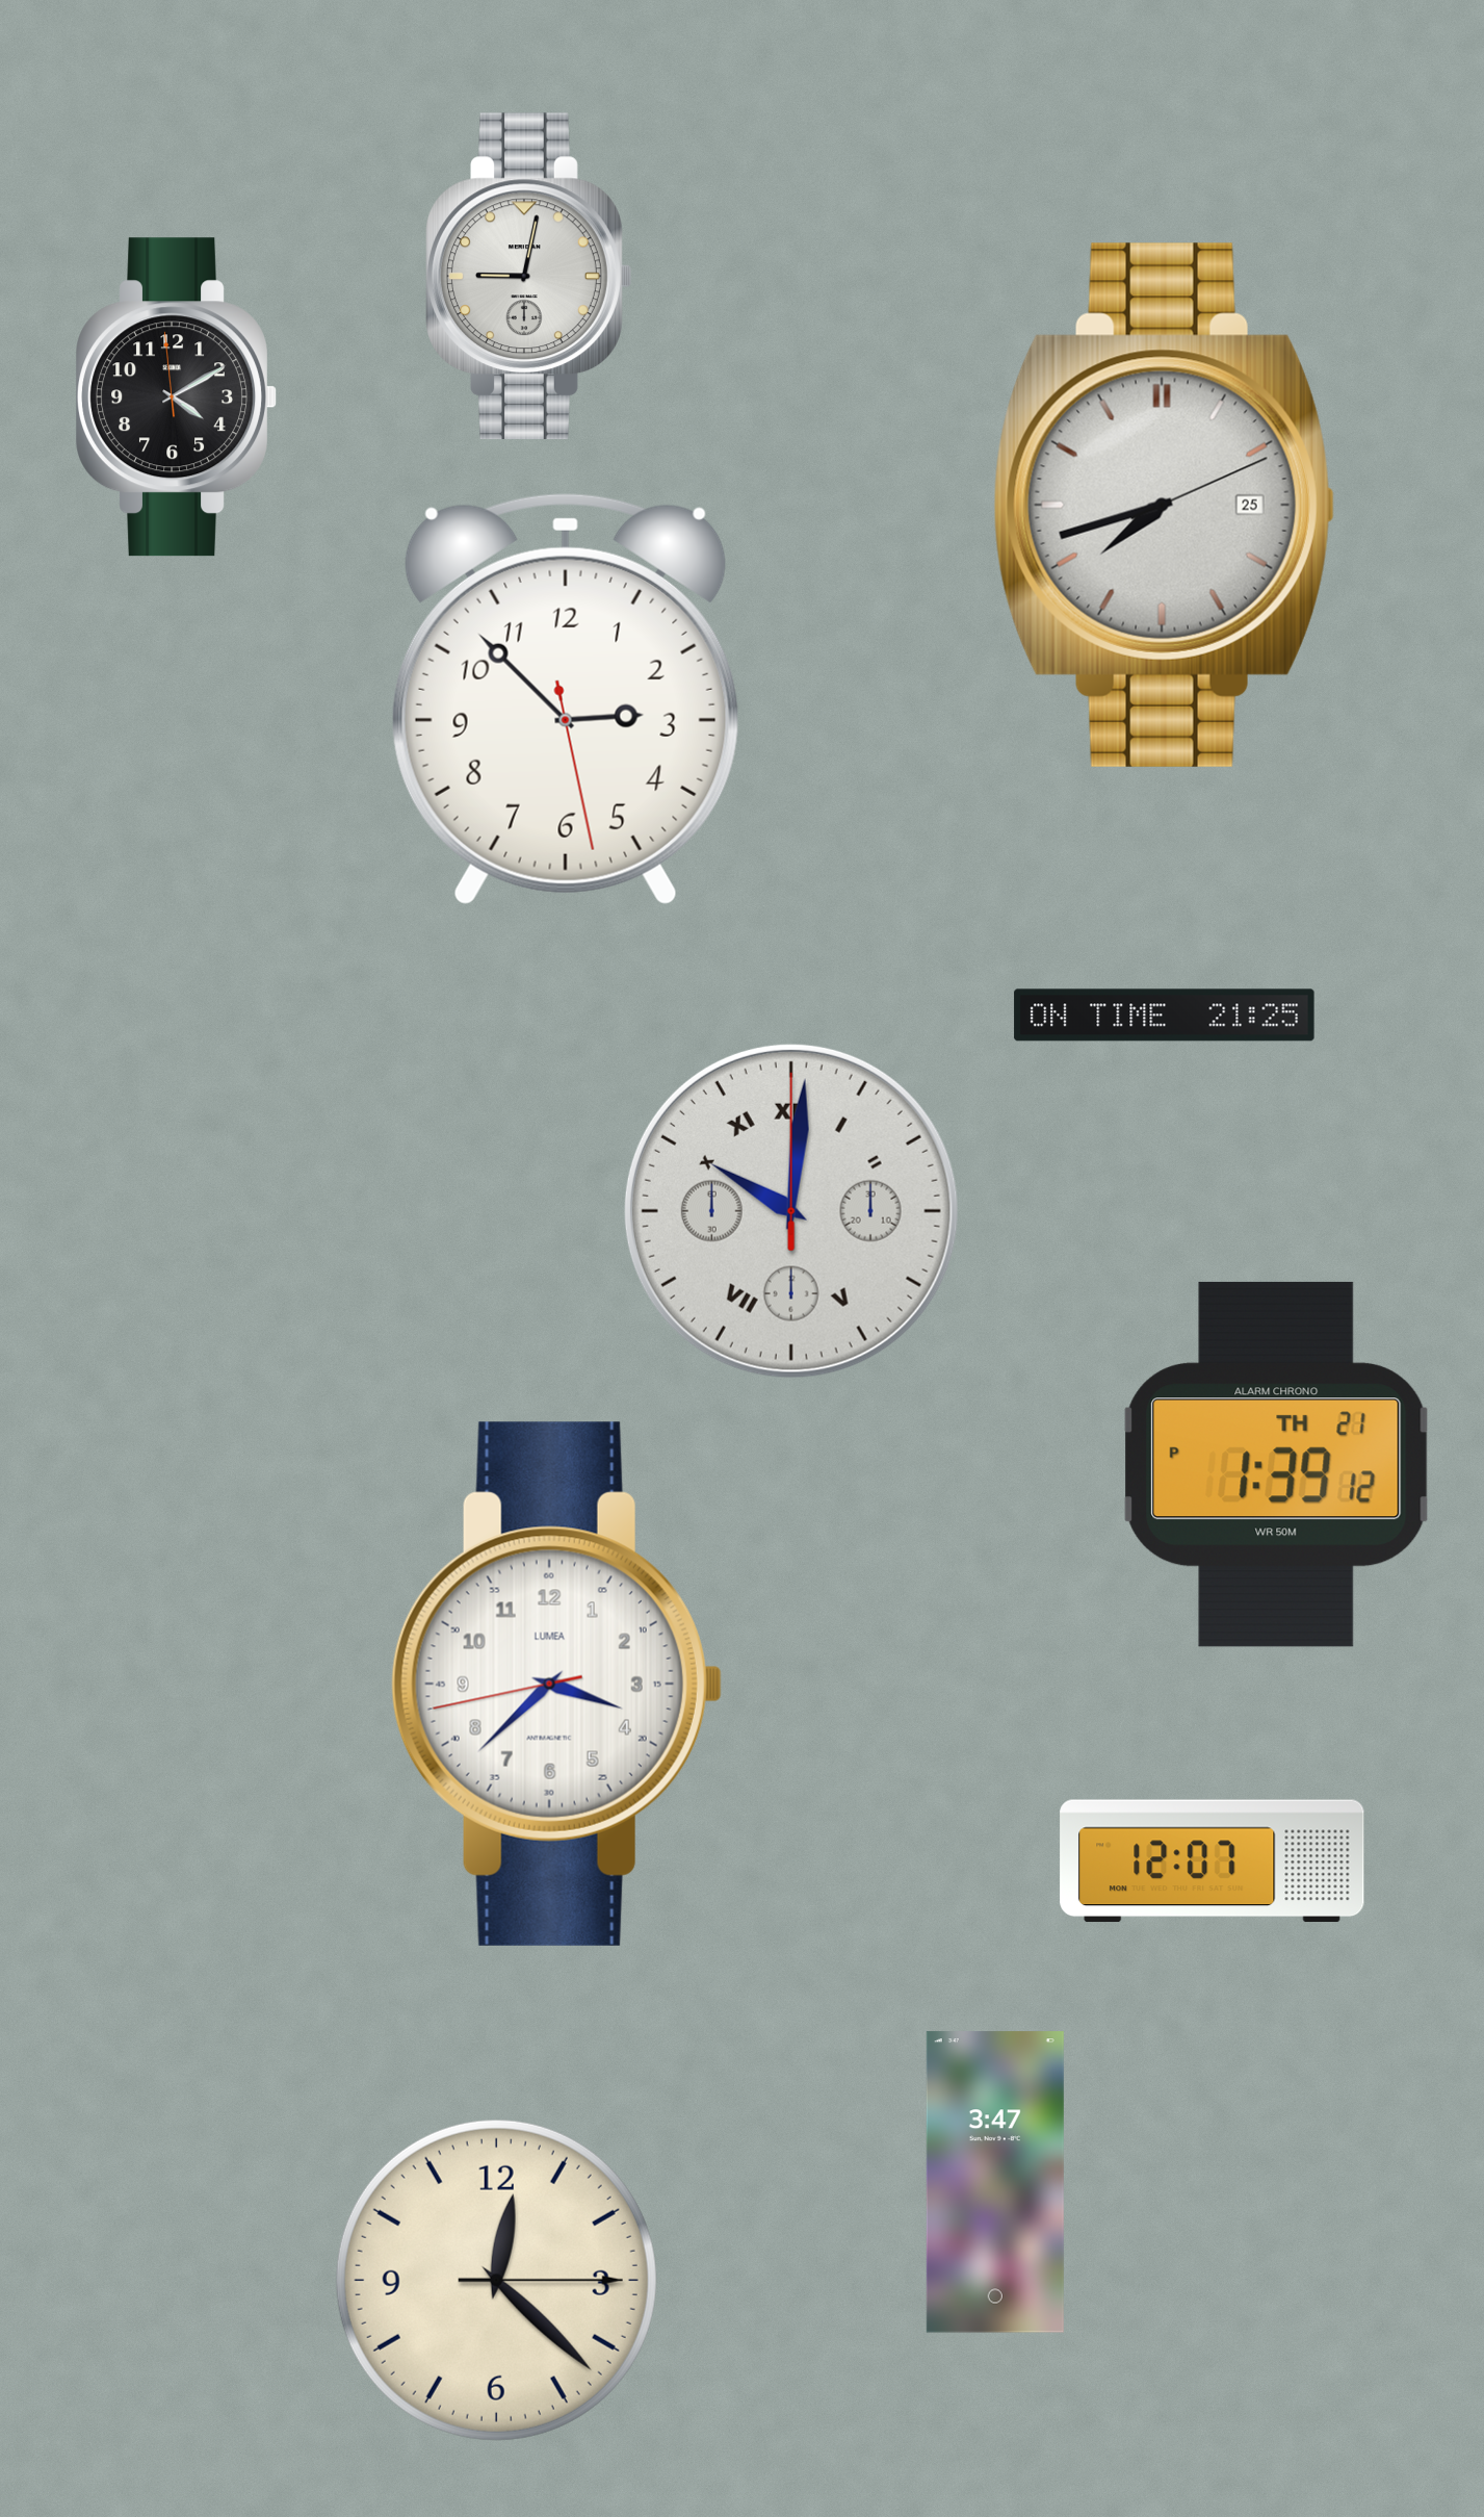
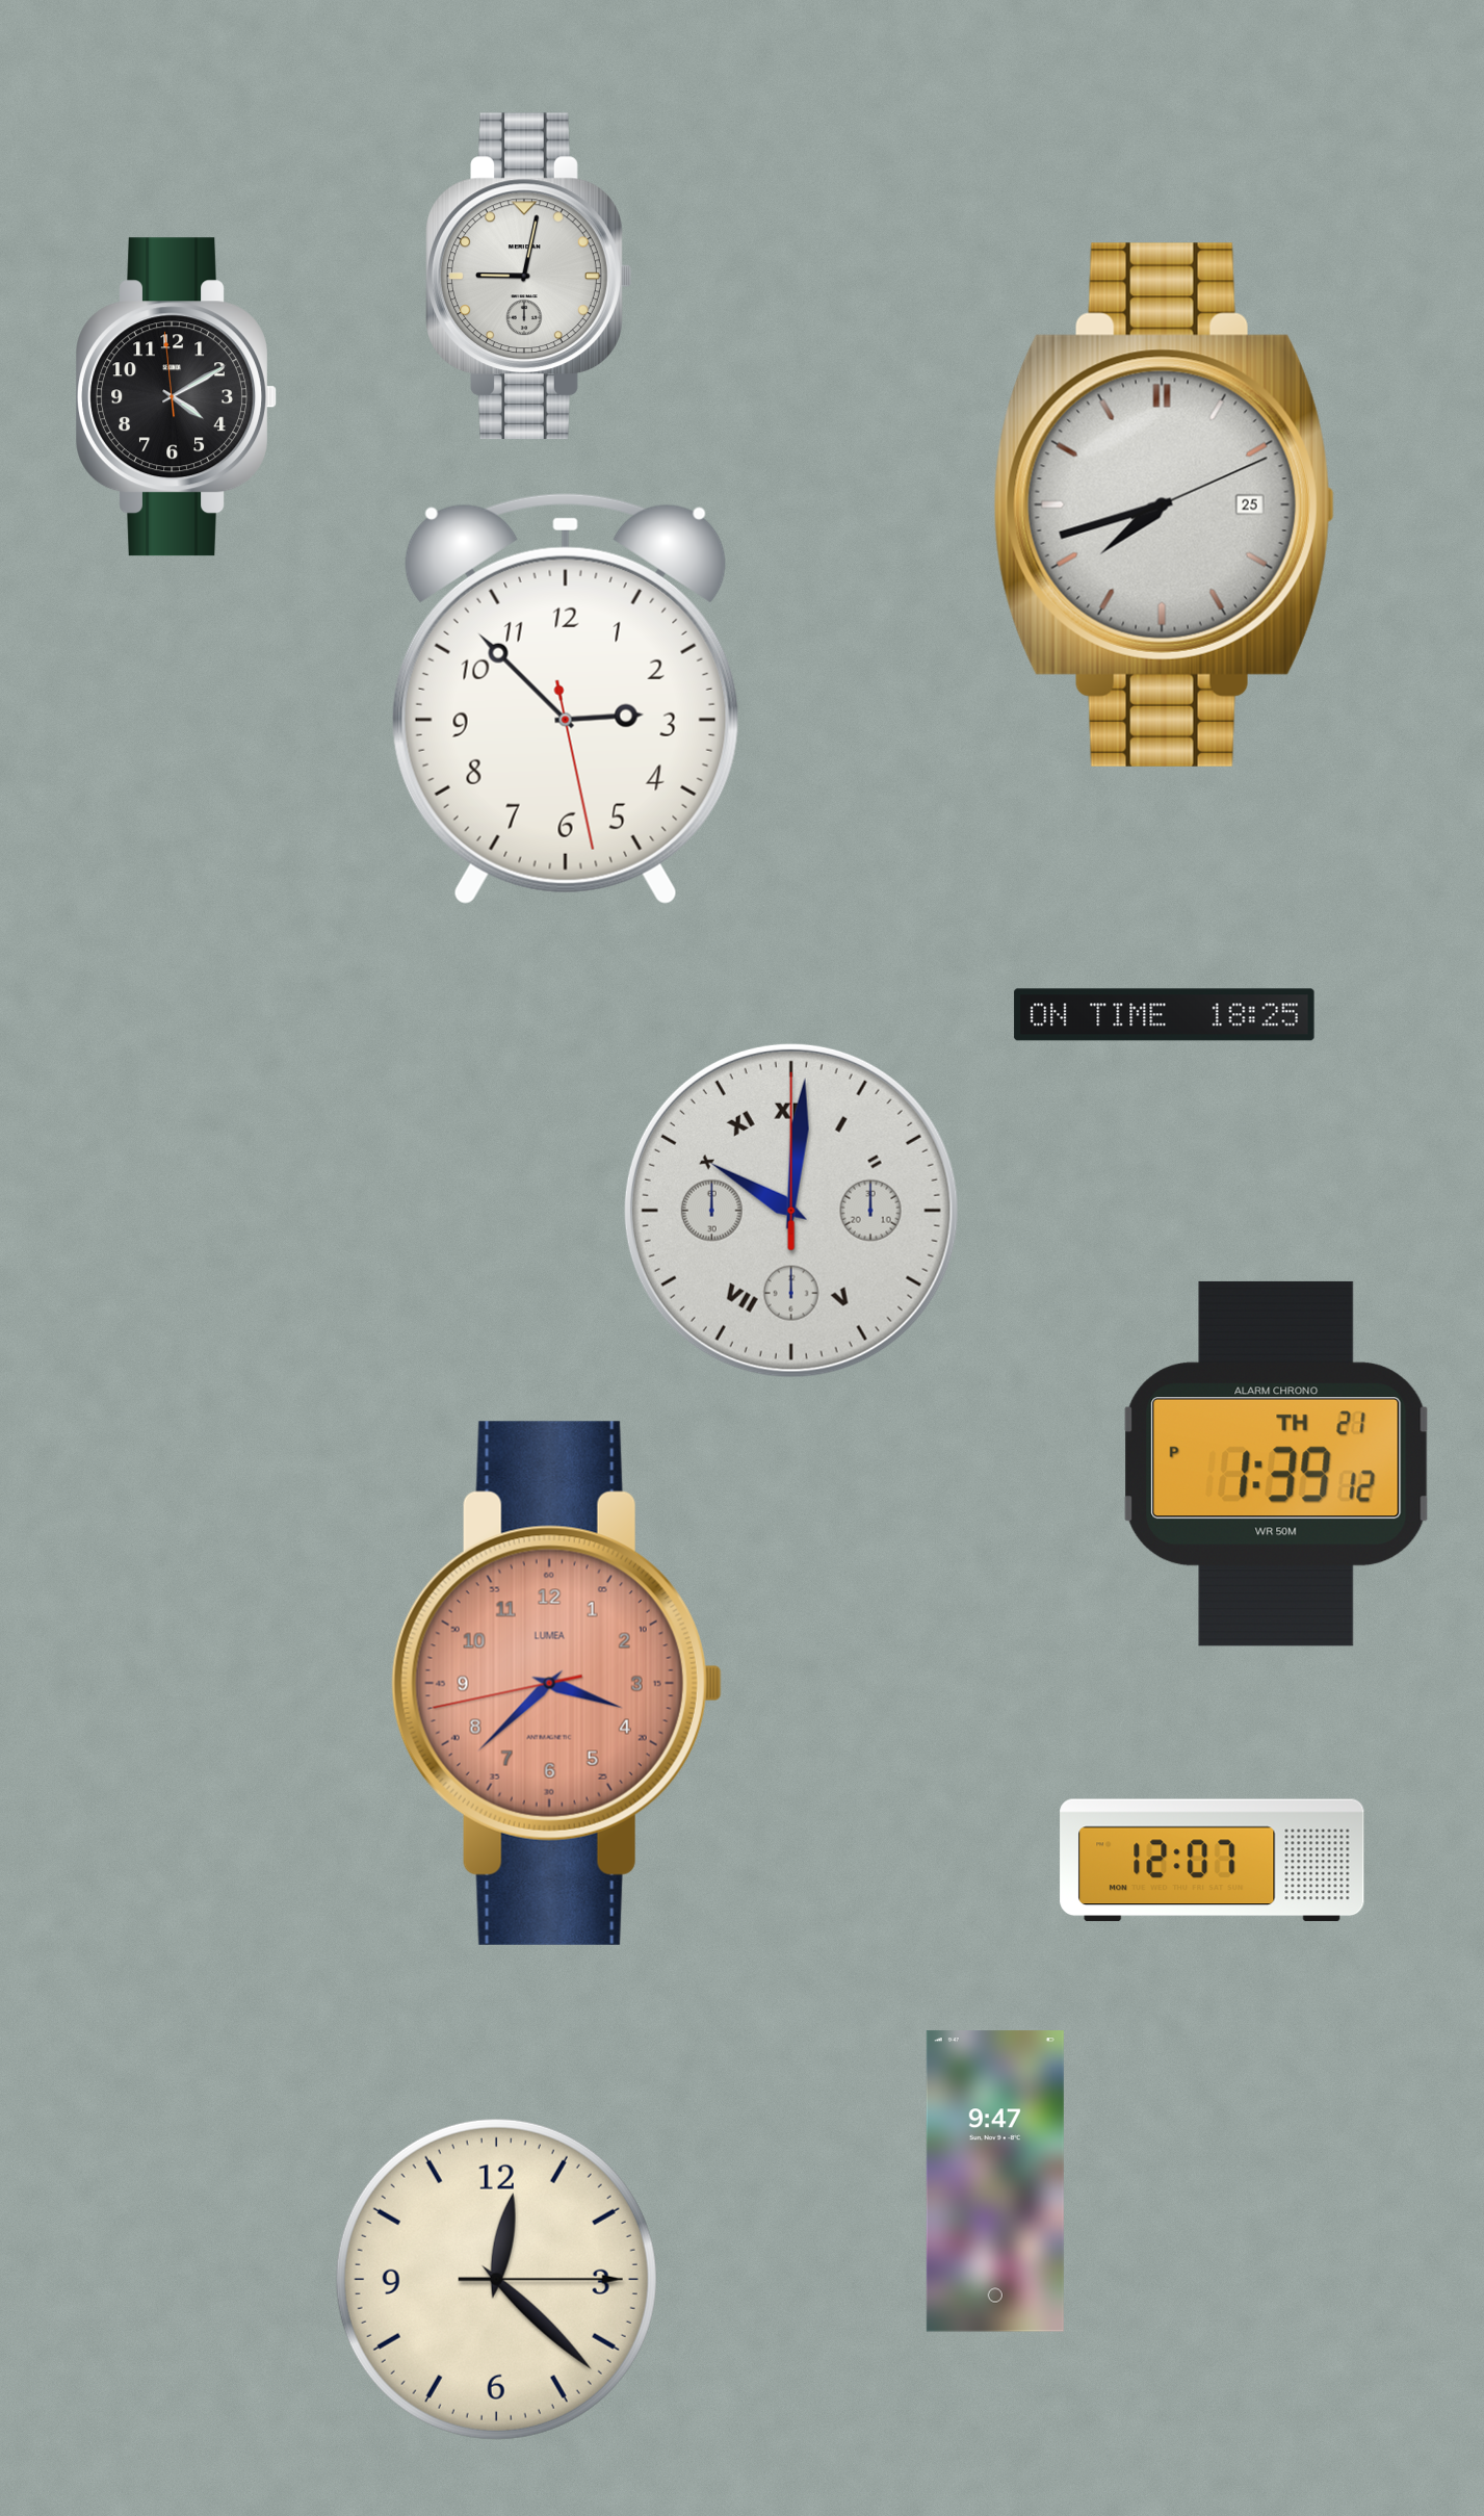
clock at (1165, 1016): 21:25 -> 18:25
clock at (556, 1684) dial: white -> salmon
clock at (995, 2182): 3:47 -> 9:47
